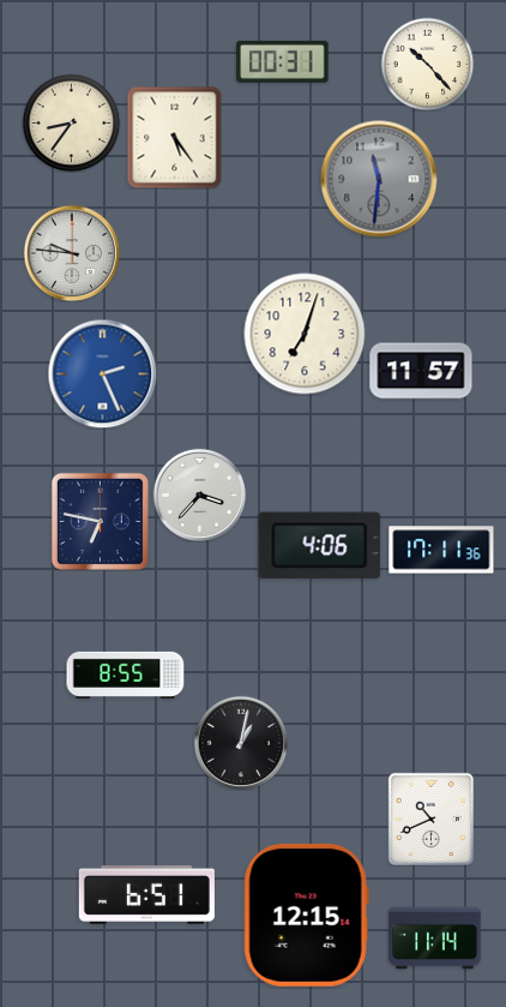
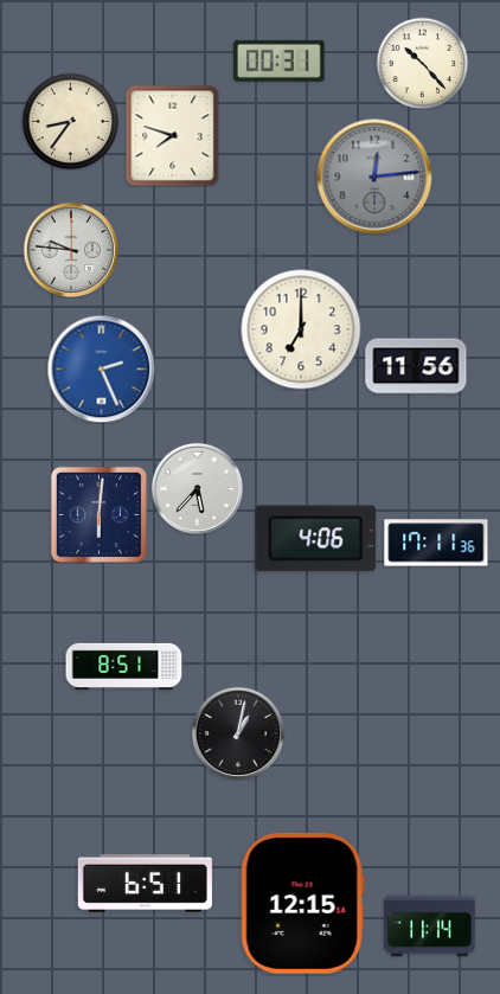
clock at (175, 137): 5:24 -> 7:48
clock at (379, 179): 11:31 -> 12:14
clock at (305, 334): 7:03 -> 7:00
clock at (421, 371): 11:57 -> 11:56
clock at (199, 494): 3:37 -> 5:37
clock at (100, 521): 6:47 -> 6:01
clock at (126, 675): 8:55 -> 8:51
clock at (430, 819): 10:41 -> none
